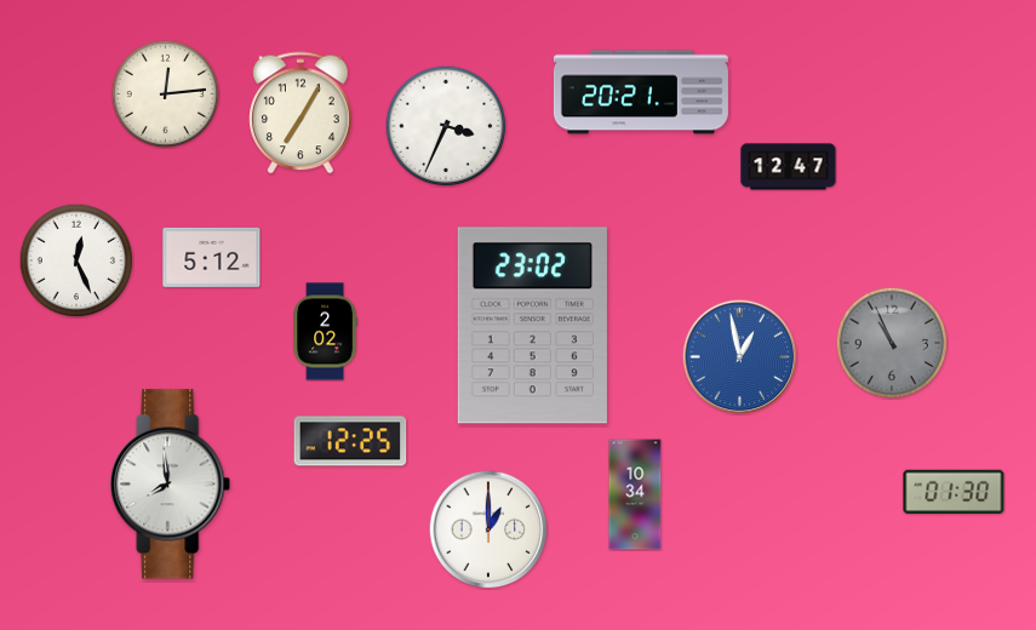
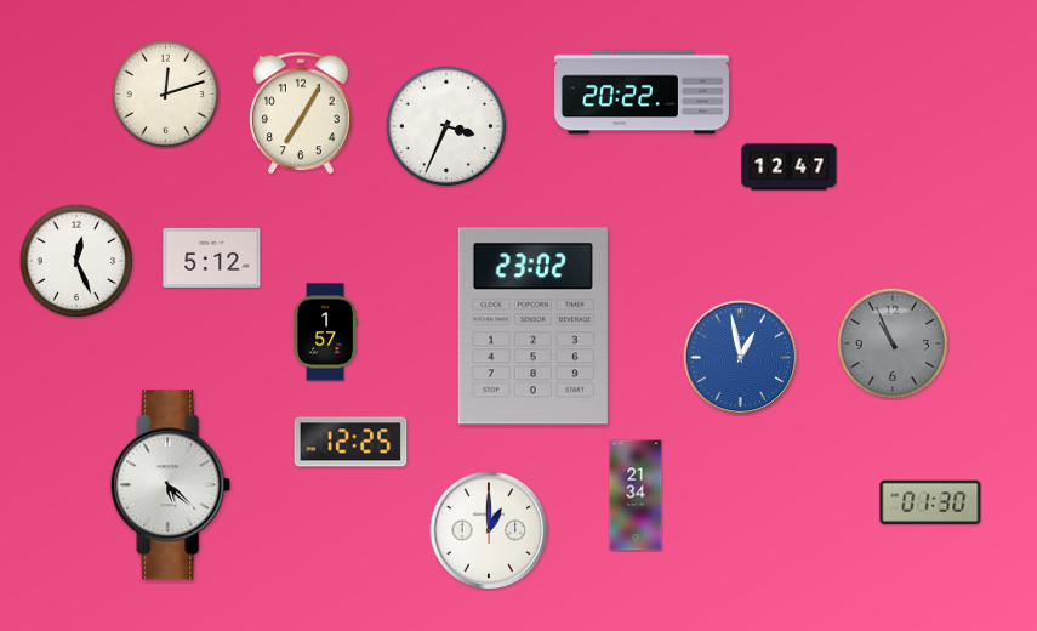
clock at (641, 92): 20:21 -> 20:22
clock at (165, 93): 12:14 -> 12:12
clock at (325, 332): 2:02 -> 1:57
clock at (171, 485): 7:59 -> 5:22
clock at (954, 491) position: (954, 491) -> (930, 501)
clock at (635, 494): 10:34 -> 21:34
